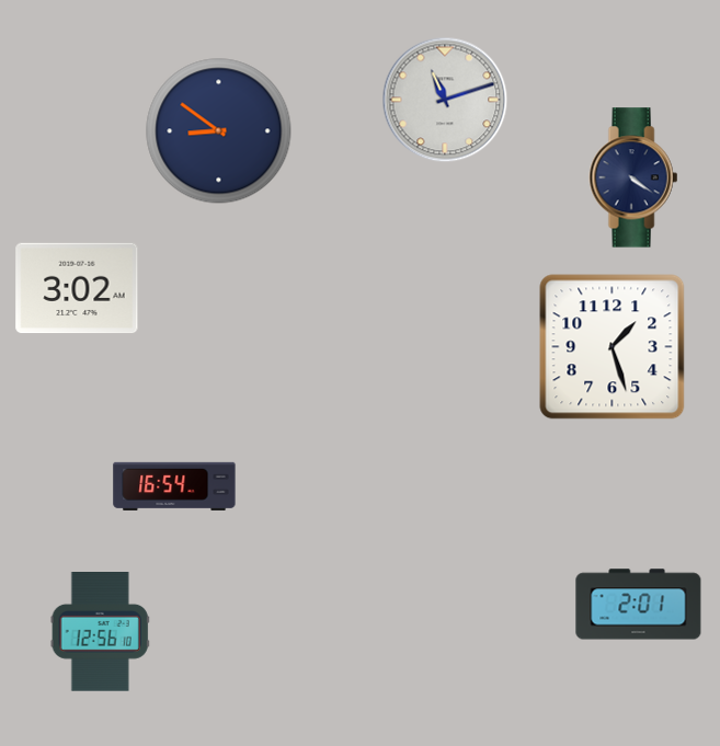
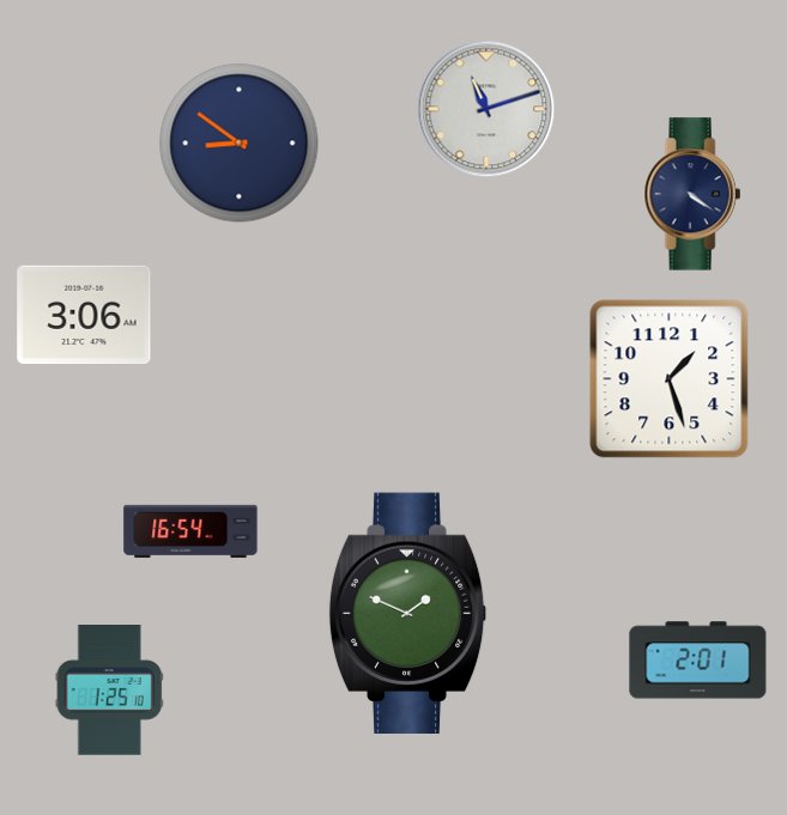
clock at (77, 288): 3:02 -> 3:06
clock at (408, 613): none -> 1:49
clock at (100, 632): 12:56 -> 1:25
